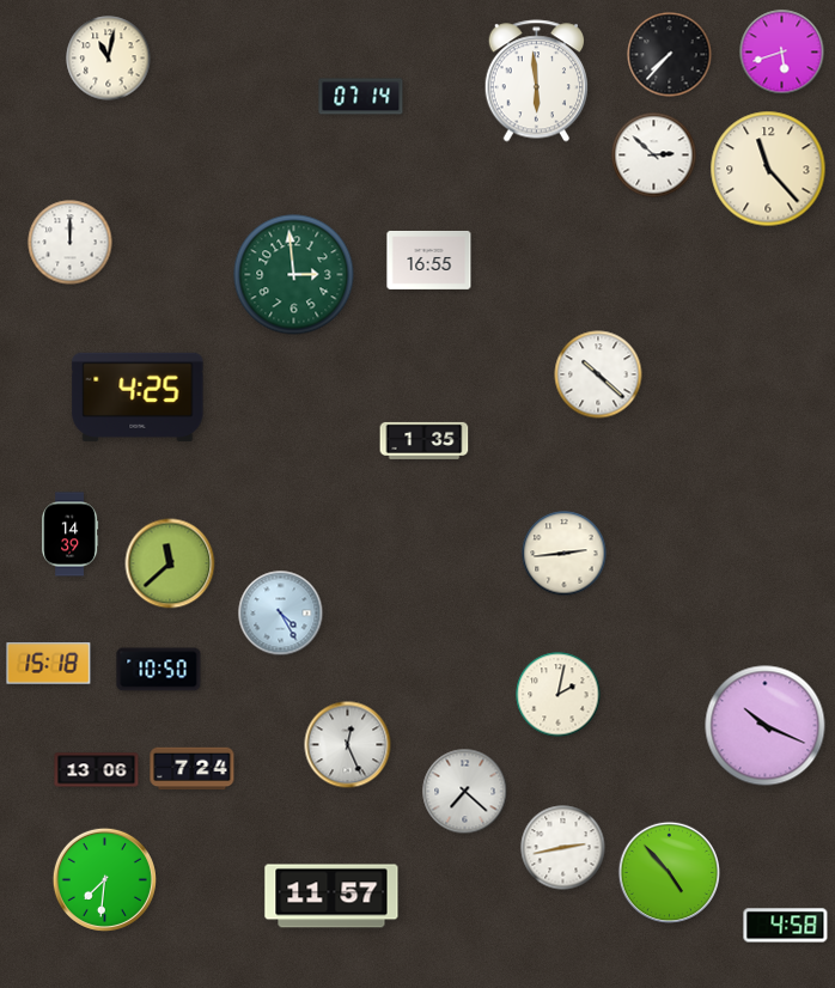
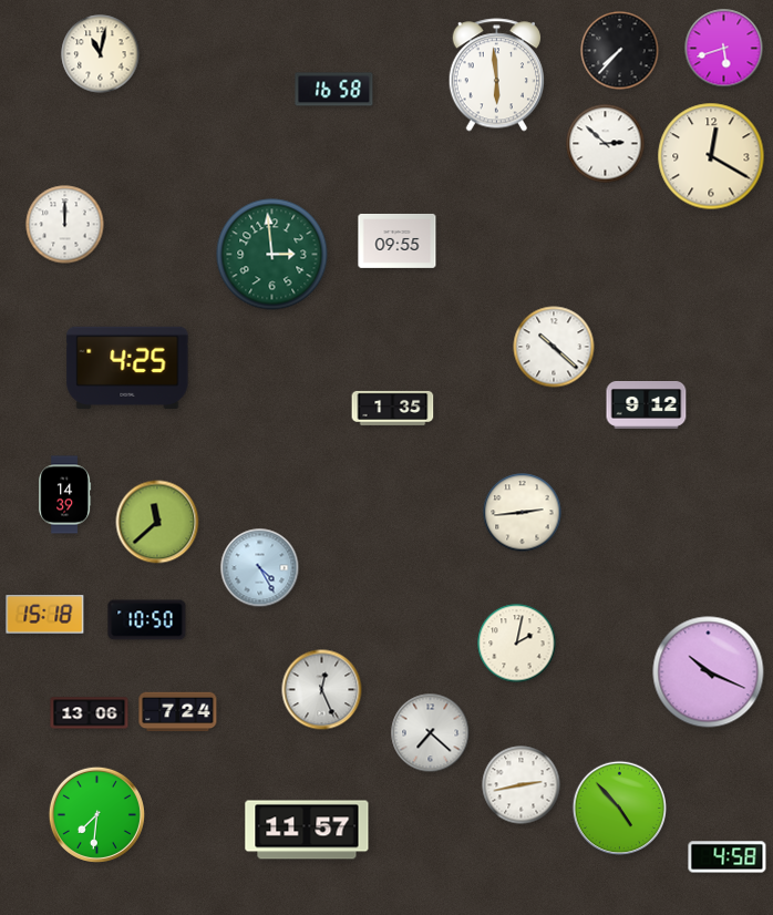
clock at (361, 97): 07:14 -> 16:58
clock at (768, 169): 11:23 -> 12:20
clock at (429, 260): 16:55 -> 09:55
clock at (647, 405): none -> 9:12
